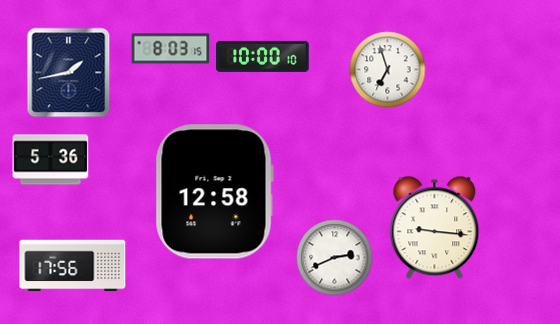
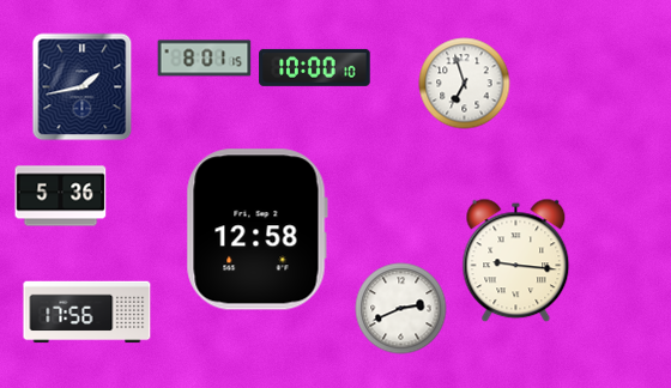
clock at (171, 49): 8:03 -> 8:01
clock at (51, 160) position: (51, 160) -> (61, 196)
clock at (435, 228) position: (435, 228) -> (516, 261)
clock at (73, 266) position: (73, 266) -> (87, 313)
